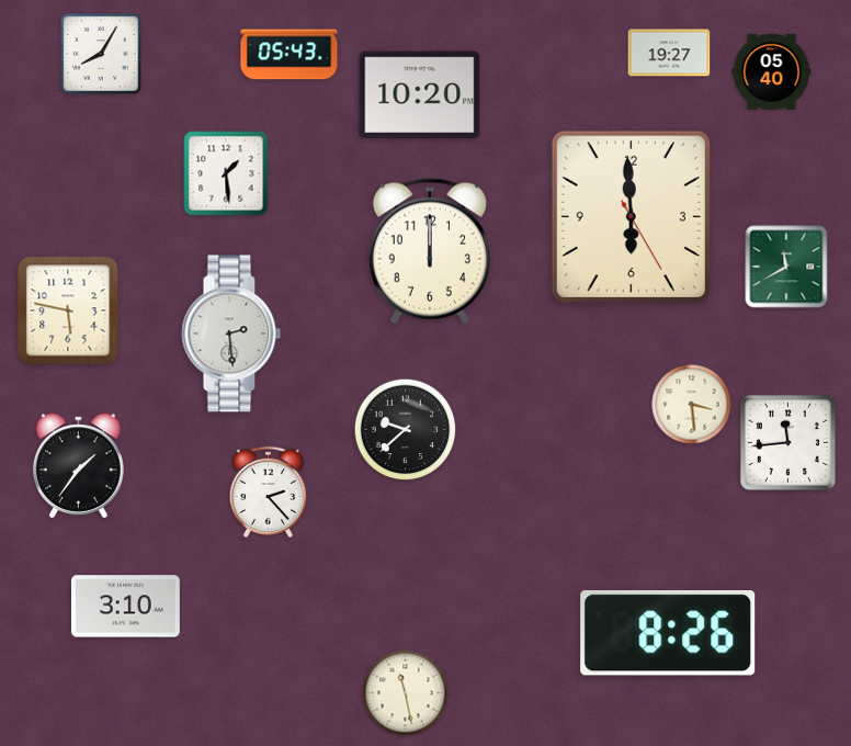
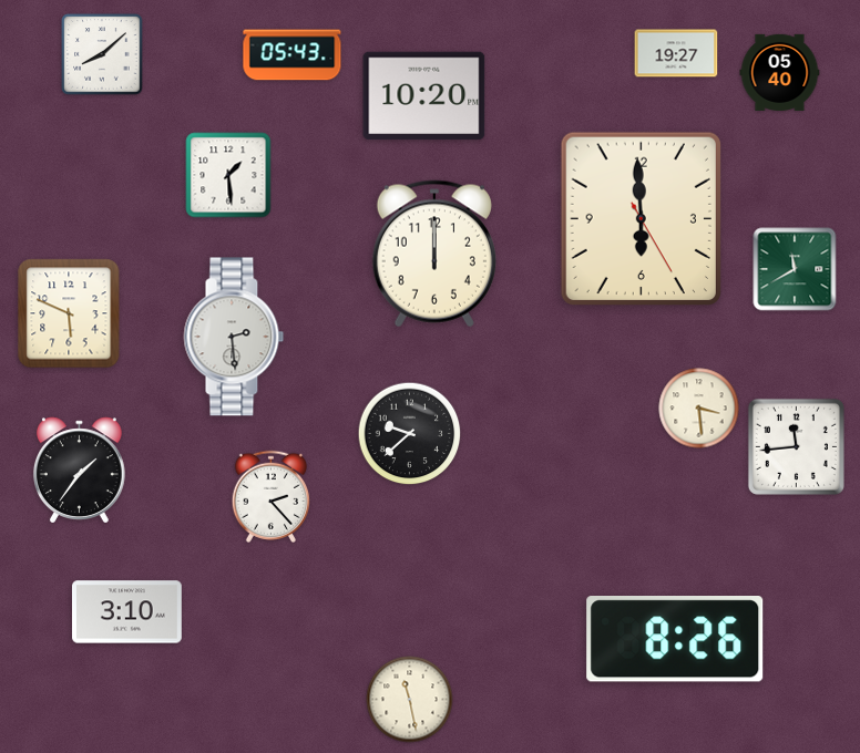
clock at (101, 54): 8:05 -> 8:08
clock at (631, 216) position: (631, 216) -> (641, 218)
clock at (68, 310): 5:47 -> 5:49
